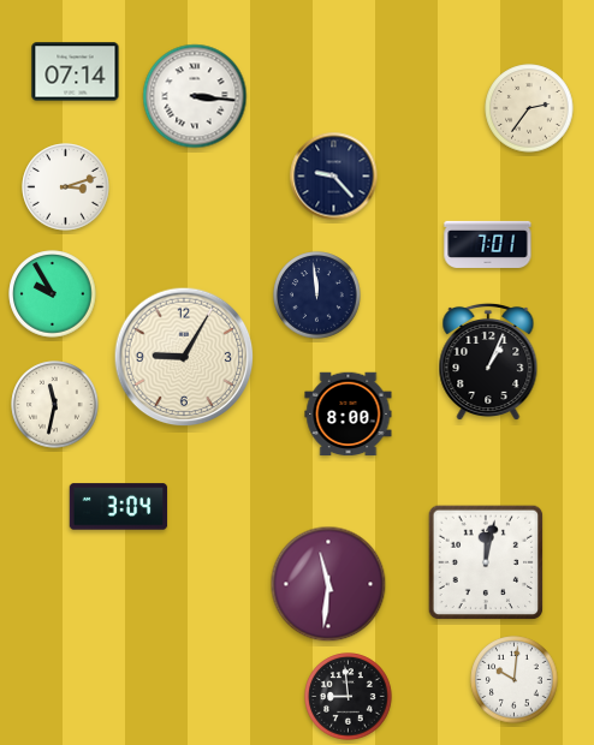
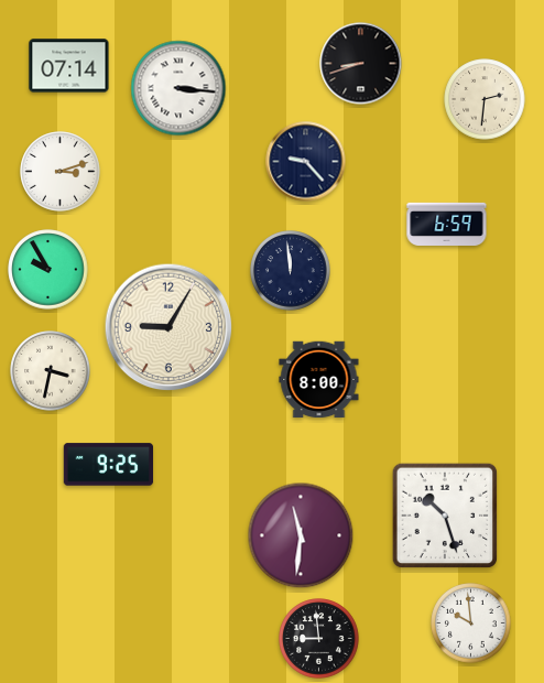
clock at (361, 64): none -> 8:42
clock at (529, 108): 2:36 -> 2:31
clock at (488, 244): 7:01 -> 6:59
clock at (488, 360): 1:04 -> none
clock at (55, 405): 11:32 -> 3:32
clock at (119, 507): 3:04 -> 9:25
clock at (486, 562): 12:02 -> 10:27
clock at (515, 680): 10:01 -> 9:59
